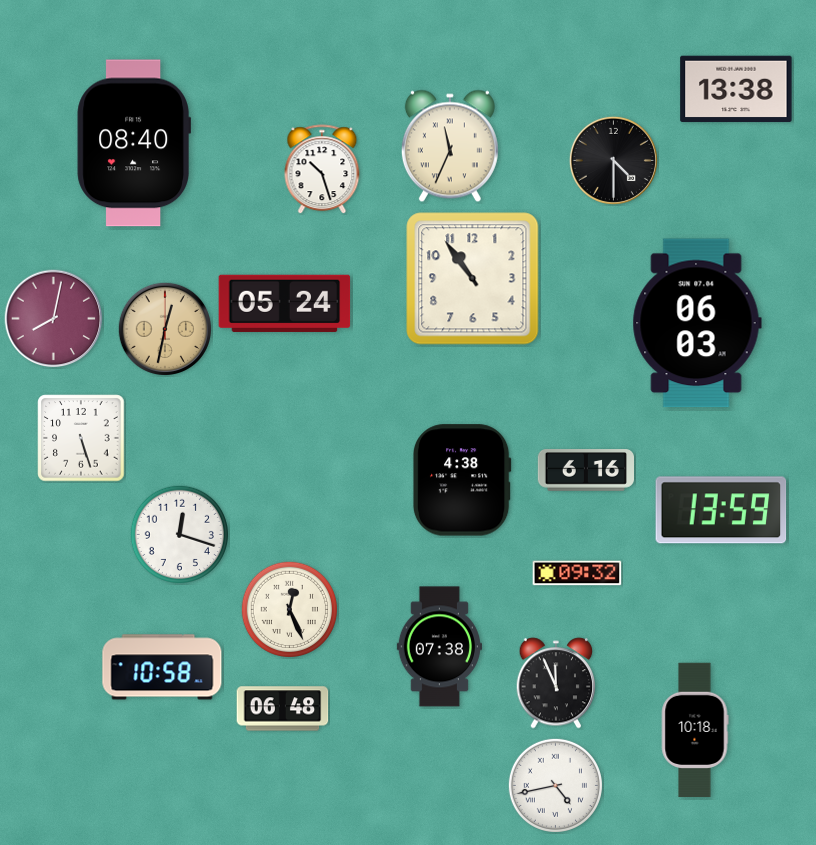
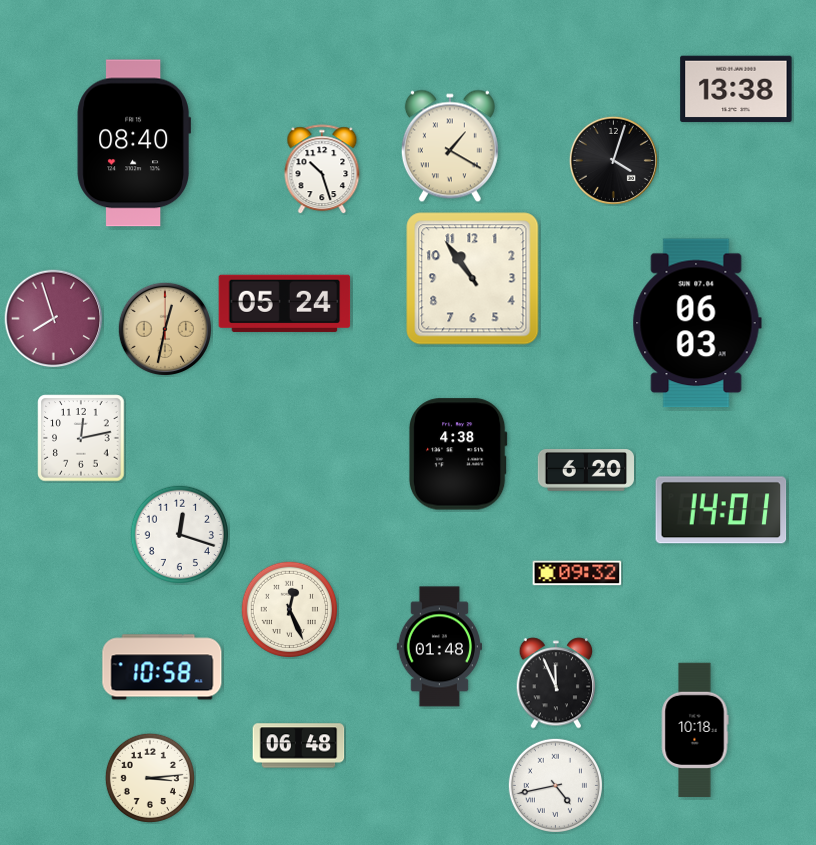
clock at (450, 146): 11:34 -> 1:20
clock at (613, 160): 4:30 -> 4:03
clock at (54, 319): 8:02 -> 7:57
clock at (81, 438): 5:27 -> 12:13
clock at (585, 470): 6:16 -> 6:20
clock at (462, 480) position: (462, 480) -> (458, 454)
clock at (721, 510): 13:59 -> 14:01
clock at (439, 647): 07:38 -> 01:48
clock at (283, 709) position: (283, 709) -> (299, 746)
clock at (150, 778): none -> 3:14
